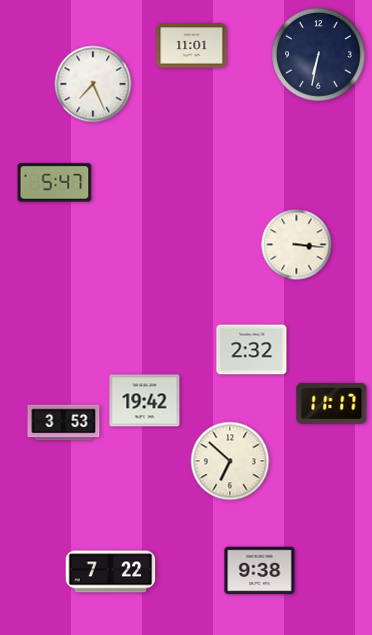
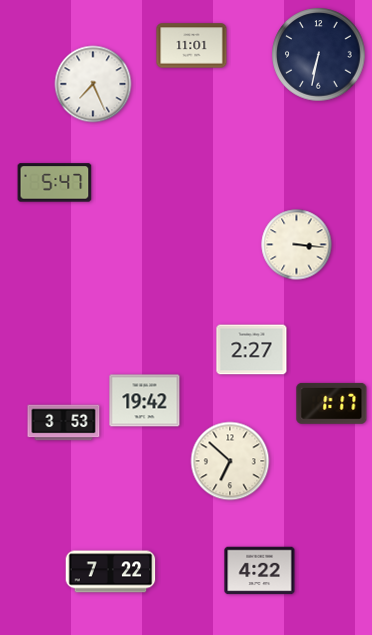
clock at (252, 350): 2:32 -> 2:27
clock at (332, 403): 11:17 -> 1:17
clock at (260, 571): 9:38 -> 4:22
